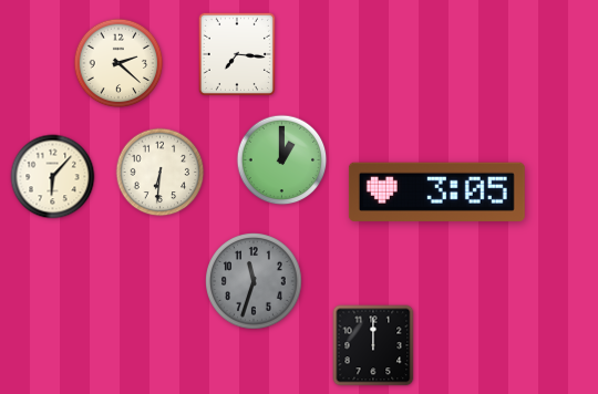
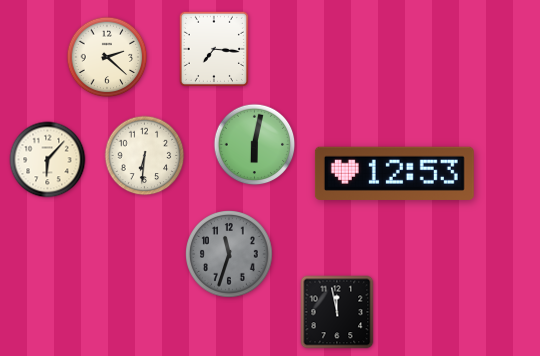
clock at (282, 160): 1:00 -> 6:02
clock at (436, 191): 3:05 -> 12:53
clock at (373, 345): 12:00 -> 11:58
